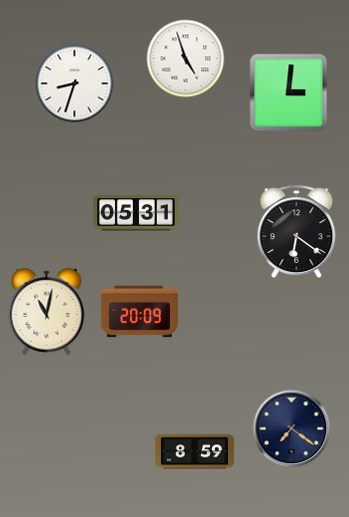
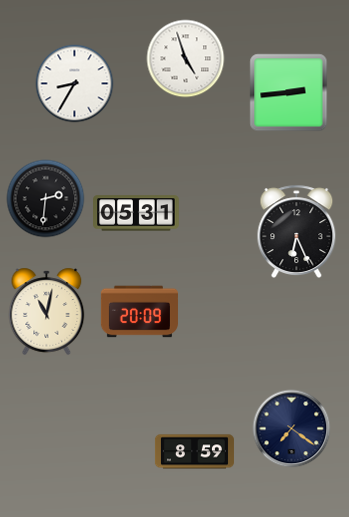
clock at (74, 83): 8:33 -> 8:35
clock at (288, 92): 3:01 -> 2:44
clock at (45, 198): none -> 2:31
clock at (297, 231): 6:21 -> 6:26
